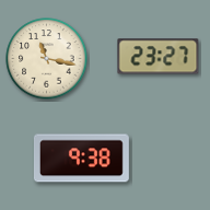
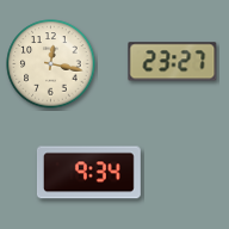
clock at (47, 59): 11:17 -> 12:17
clock at (81, 159): 9:38 -> 9:34
